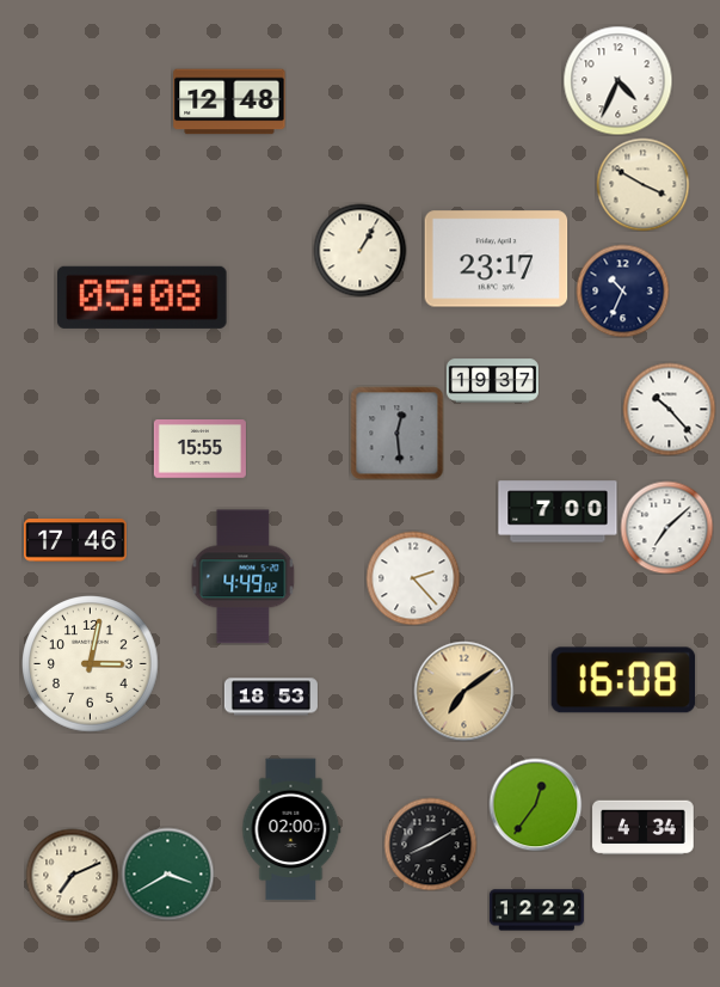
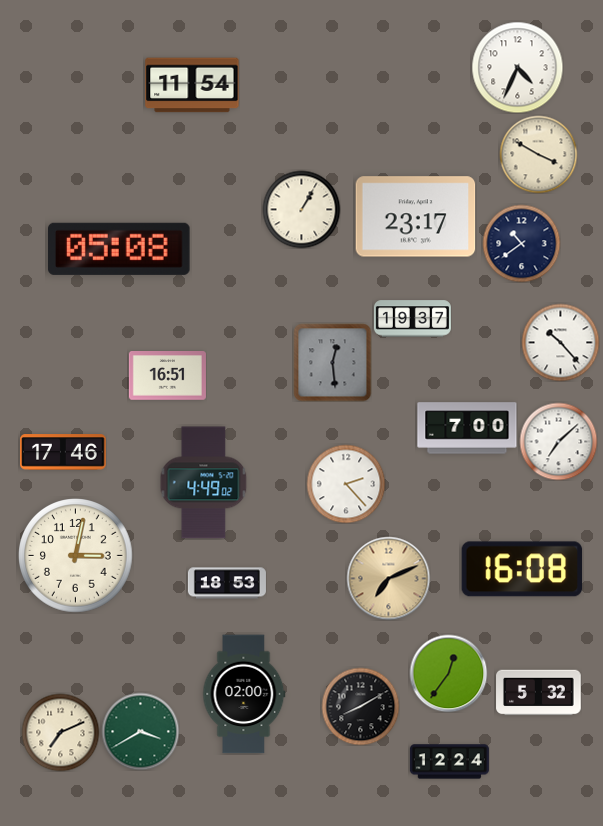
clock at (229, 102): 12:48 -> 11:54
clock at (622, 290): 10:34 -> 10:39
clock at (199, 449): 15:55 -> 16:51
clock at (463, 691): 7:09 -> 7:11
clock at (644, 828): 4:34 -> 5:32
clock at (536, 911): 12:22 -> 12:24
